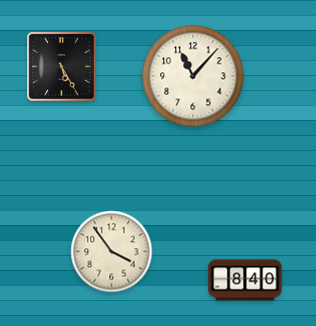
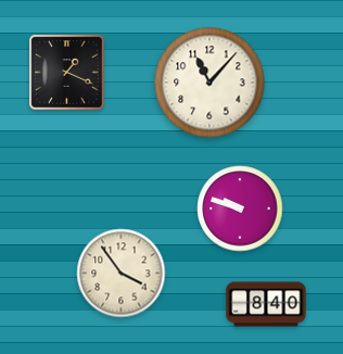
clock at (62, 67): 5:25 -> 1:19
clock at (240, 208): none -> 9:48
